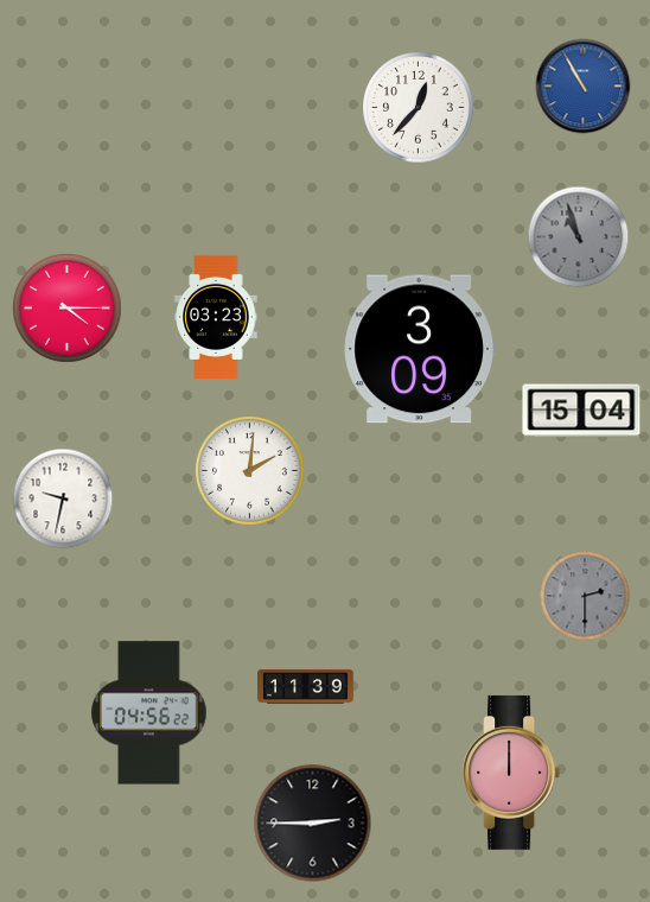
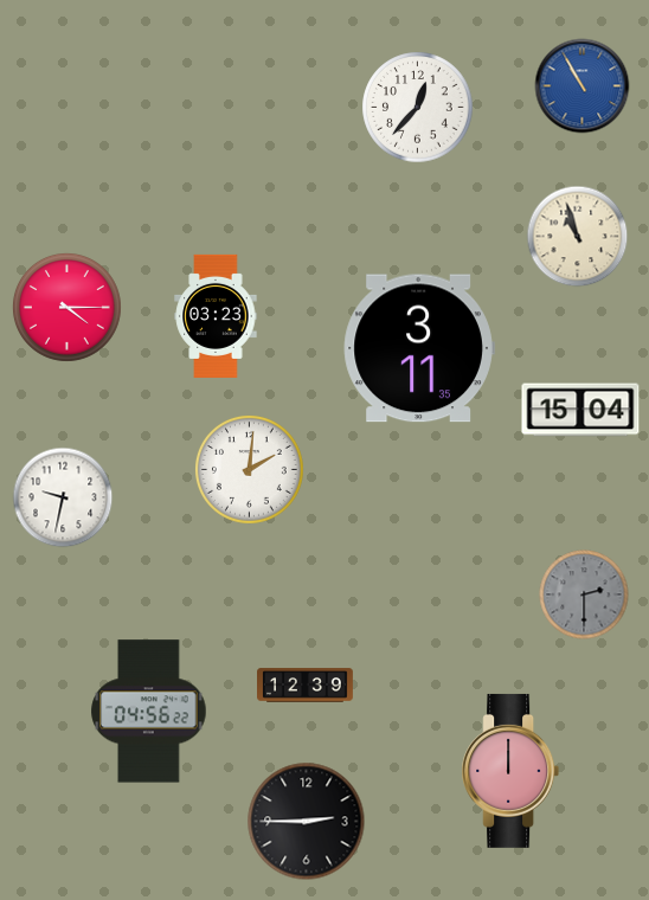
clock at (579, 237) dial: grey -> cream
clock at (420, 349): 3:09 -> 3:11
clock at (306, 687): 11:39 -> 12:39
clock at (313, 824) position: (313, 824) -> (307, 822)
